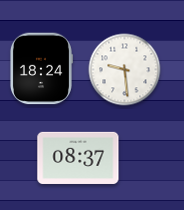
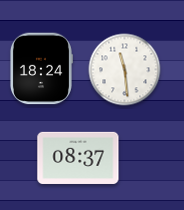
clock at (125, 70): 9:29 -> 11:29
